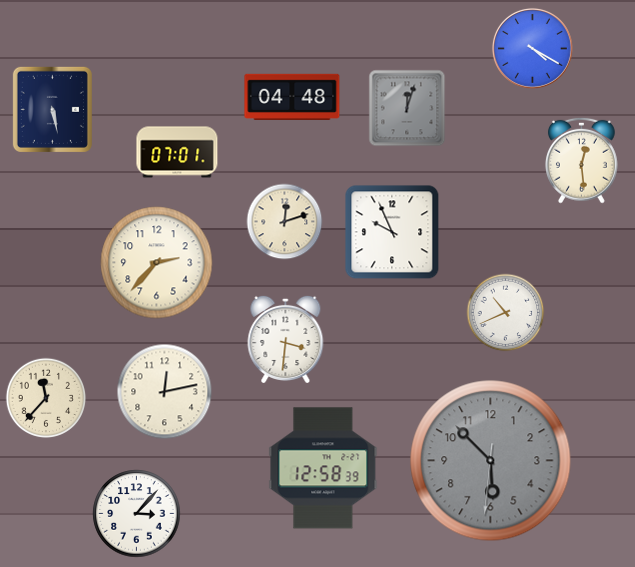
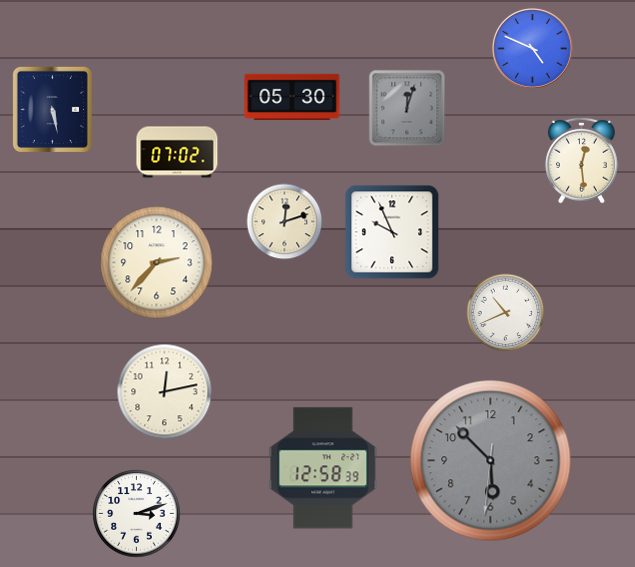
clock at (532, 48): 4:20 -> 4:49
clock at (292, 97): 04:48 -> 05:30
clock at (177, 152): 07:01 -> 07:02
clock at (286, 339): 3:31 -> none
clock at (46, 398): 11:37 -> none
clock at (137, 514): 3:07 -> 3:12
